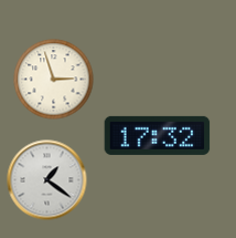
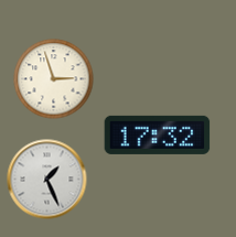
clock at (47, 180): 1:21 -> 1:26
